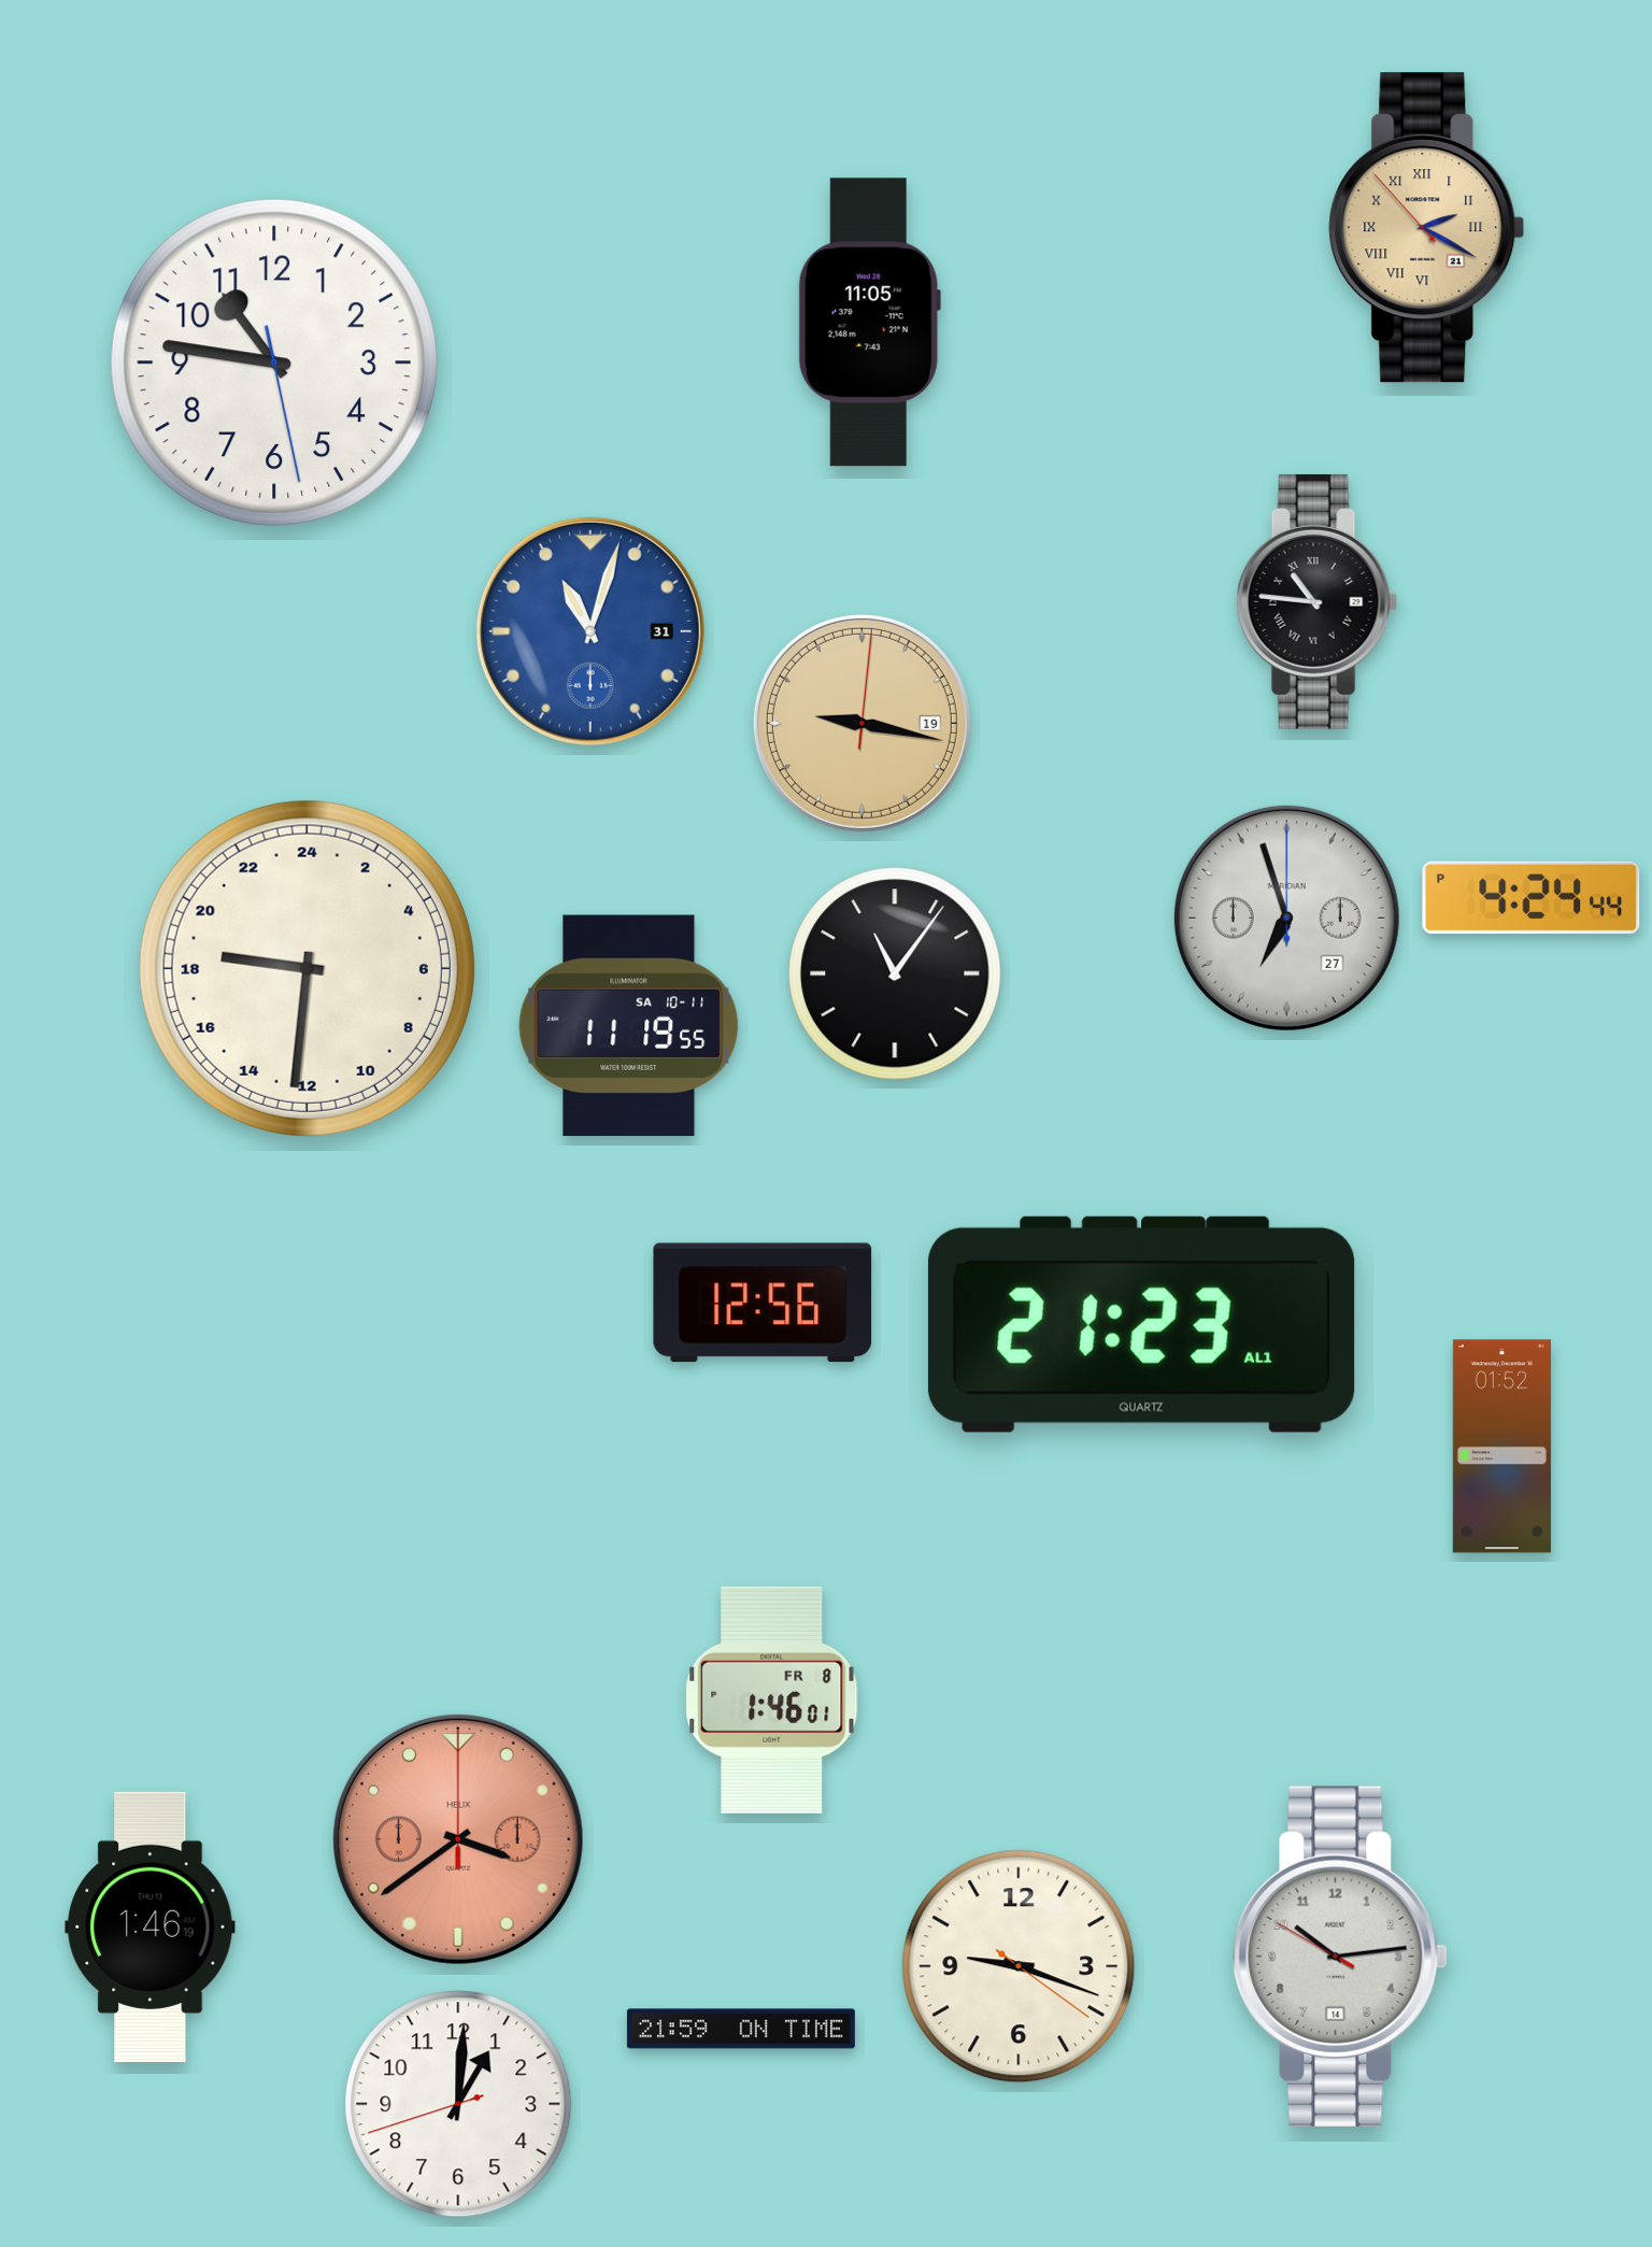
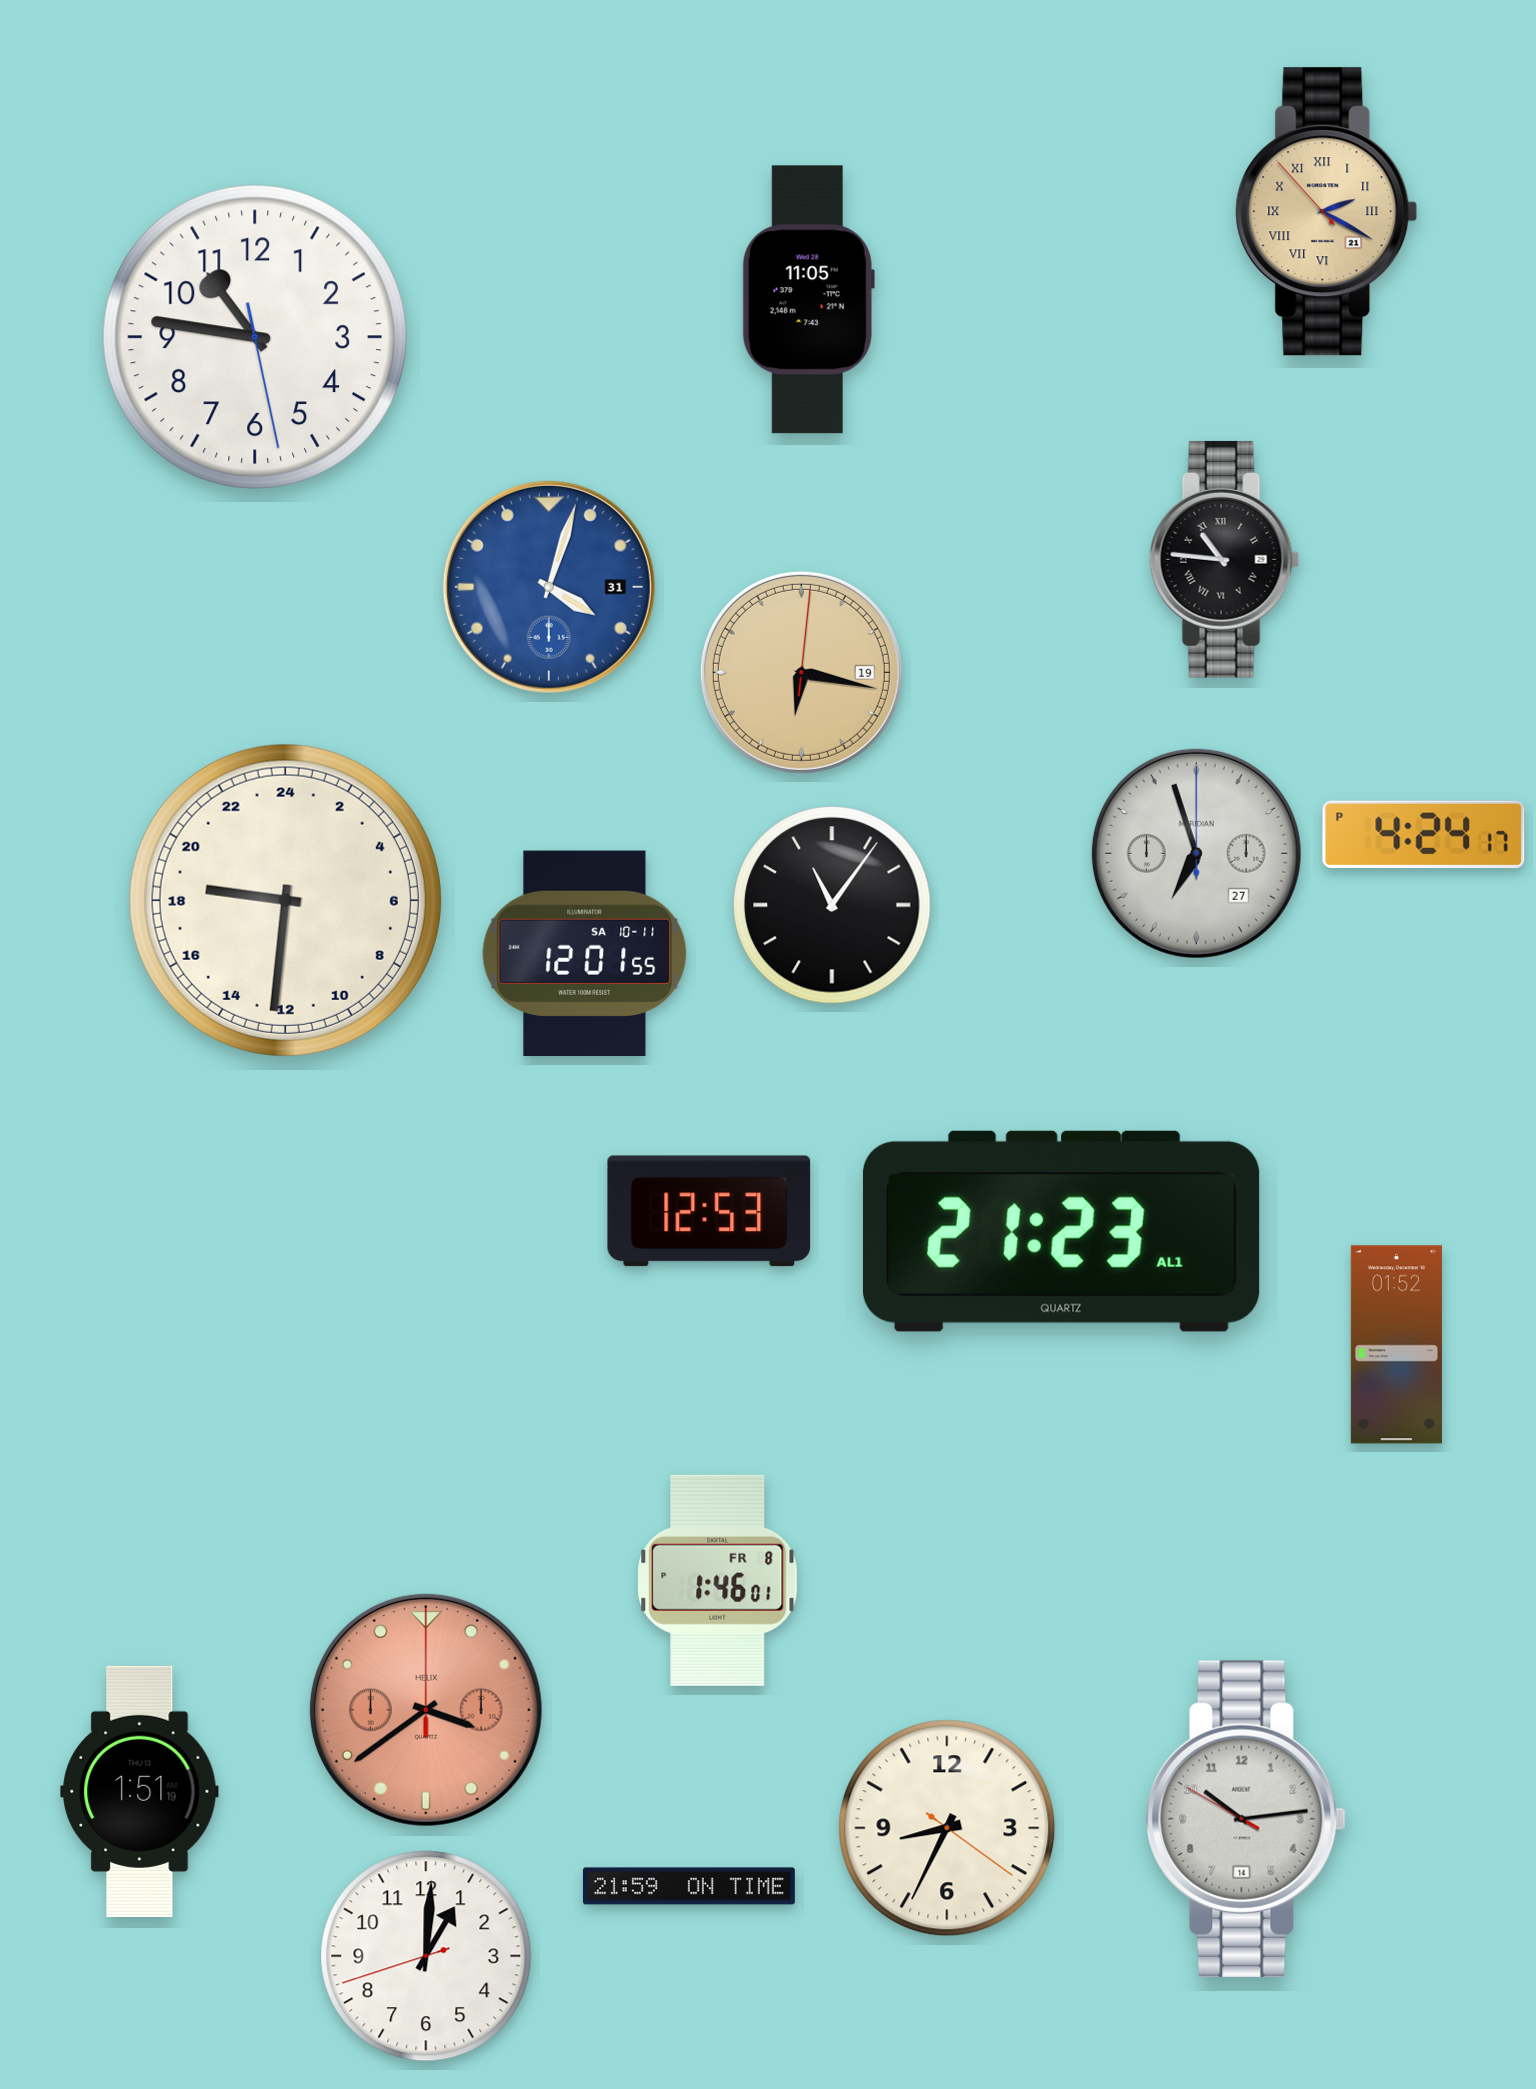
clock at (590, 631): 11:03 -> 4:03
clock at (861, 723): 9:17 -> 6:17
clock at (1532, 897): 4:24:44 PM -> 4:24:17 PM
clock at (629, 1026): 11:19 -> 12:01
clock at (763, 1303): 12:56 -> 12:53
clock at (151, 1926): 1:46 -> 1:51
clock at (1019, 1966): 9:18 -> 8:34
